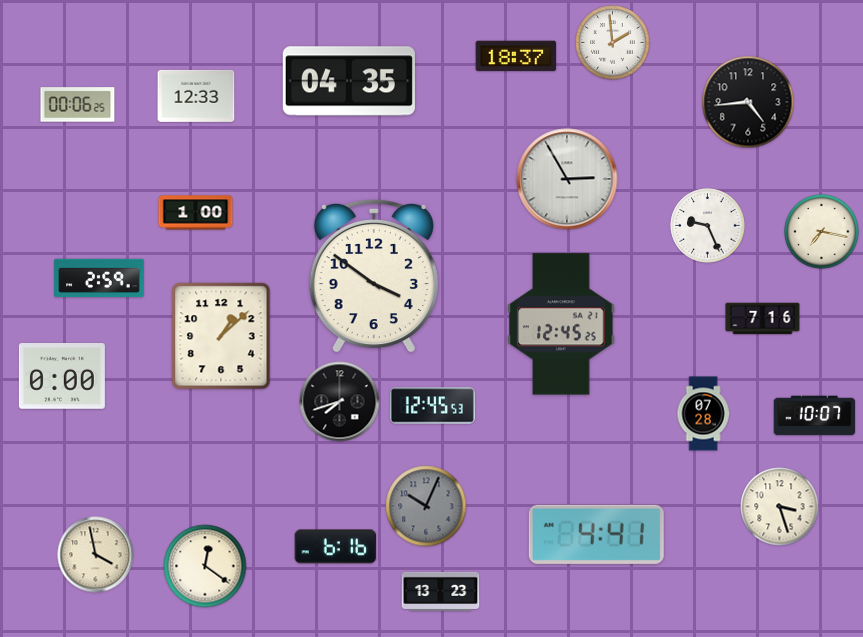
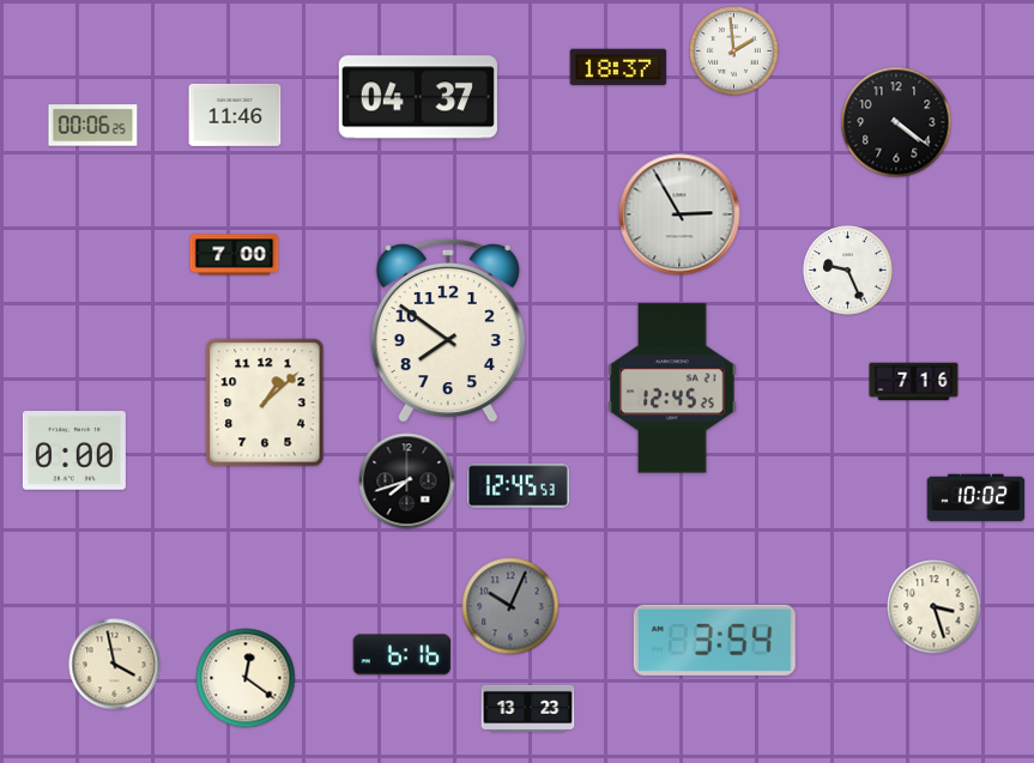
clock at (349, 81): 04:35 -> 04:37
clock at (196, 96): 12:33 -> 11:46
clock at (748, 102): 4:44 -> 4:21
clock at (196, 213): 1:00 -> 7:00
clock at (822, 232): 7:17 -> none
clock at (374, 276): 3:51 -> 7:51
clock at (99, 278): 2:59 -> none
clock at (703, 414): 07:28 -> none
clock at (815, 416): 10:07 -> 10:02
clock at (596, 534): 4:41 -> 3:54
